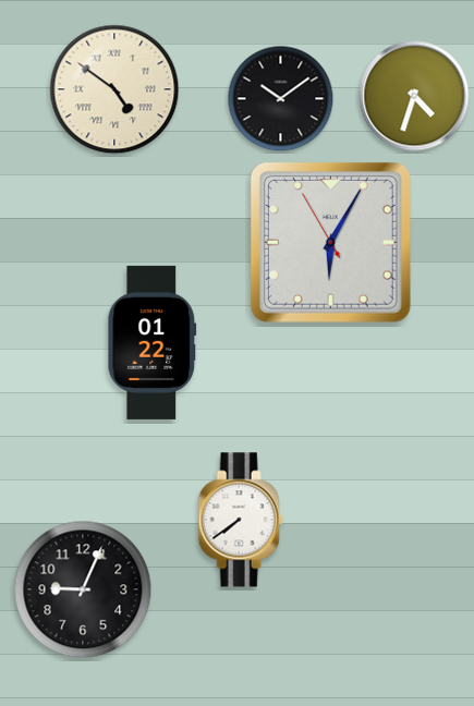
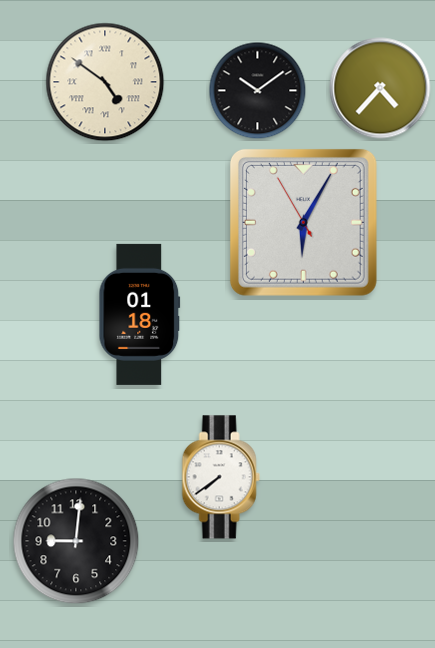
clock at (414, 96): 4:33 -> 4:37
clock at (153, 342): 01:22 -> 01:18
clock at (83, 589): 9:04 -> 9:01
